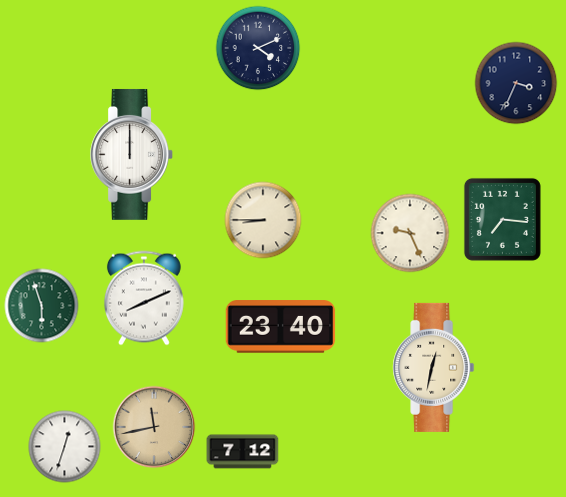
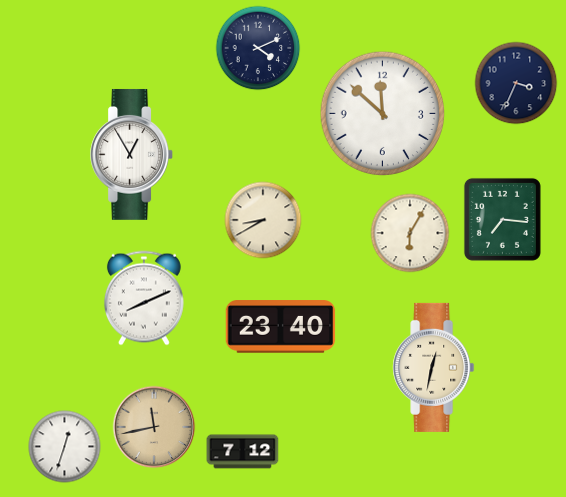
clock at (383, 114): none -> 11:52
clock at (131, 154): 12:00 -> 12:55
clock at (263, 220): 8:45 -> 8:40
clock at (410, 233): 9:26 -> 6:05
clock at (42, 306): 5:57 -> none
